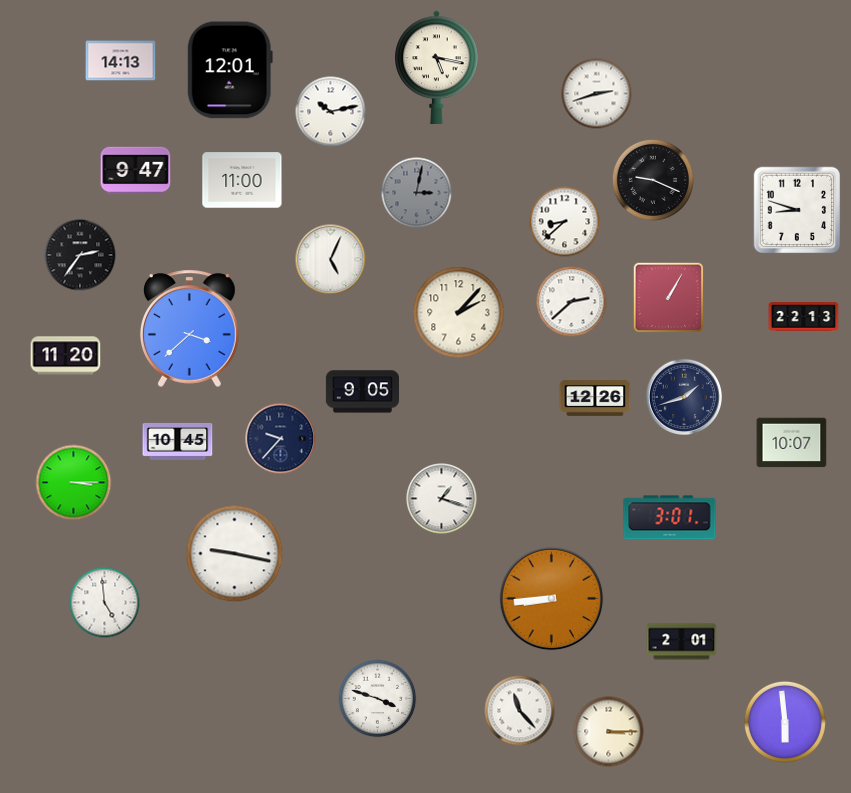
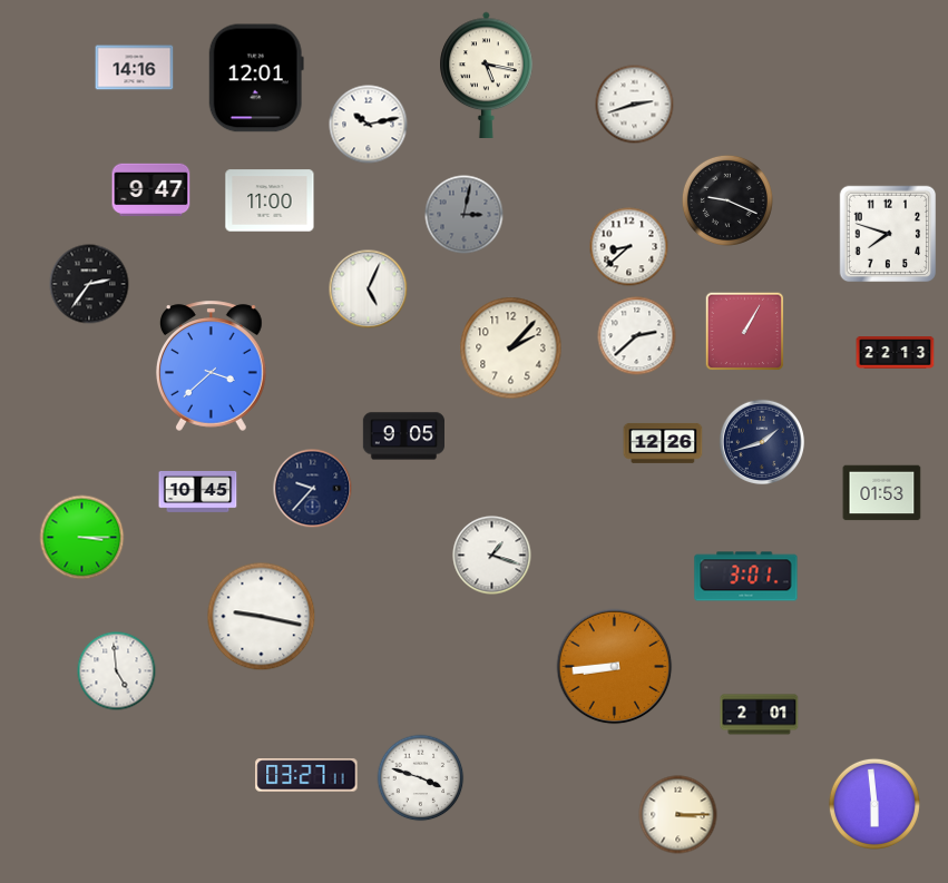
clock at (121, 61): 14:13 -> 14:16
clock at (597, 94) position: (597, 94) -> (635, 105)
clock at (797, 210): 8:48 -> 7:48
clock at (66, 356): 11:20 -> none
clock at (792, 443): 10:07 -> 01:53
clock at (306, 775): none -> 03:27
clock at (520, 711): 11:23 -> none
